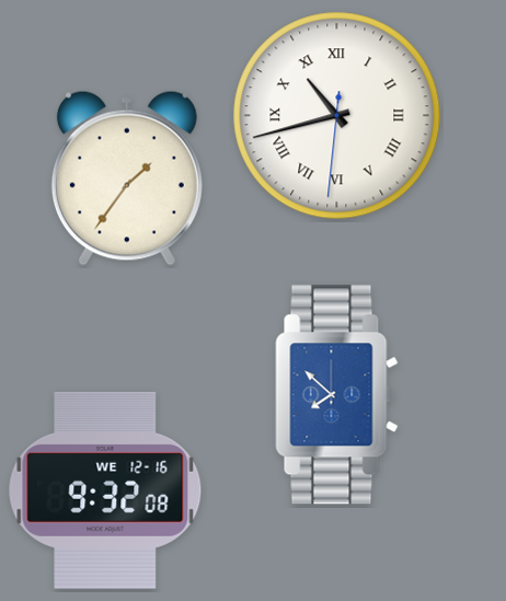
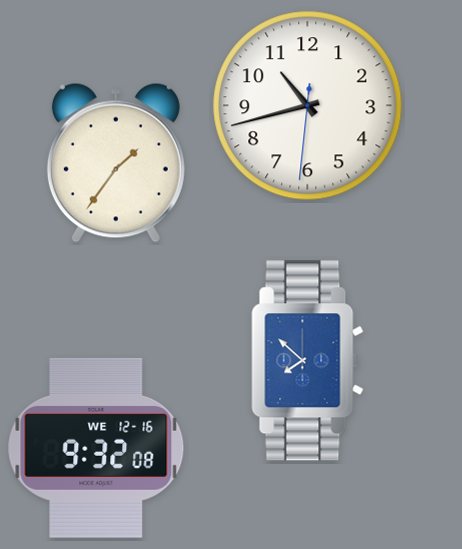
clock at (337, 116) numerals: Roman -> Arabic
